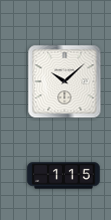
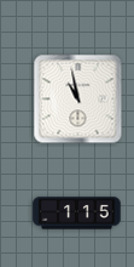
clock at (65, 82): 10:08 -> 10:58
